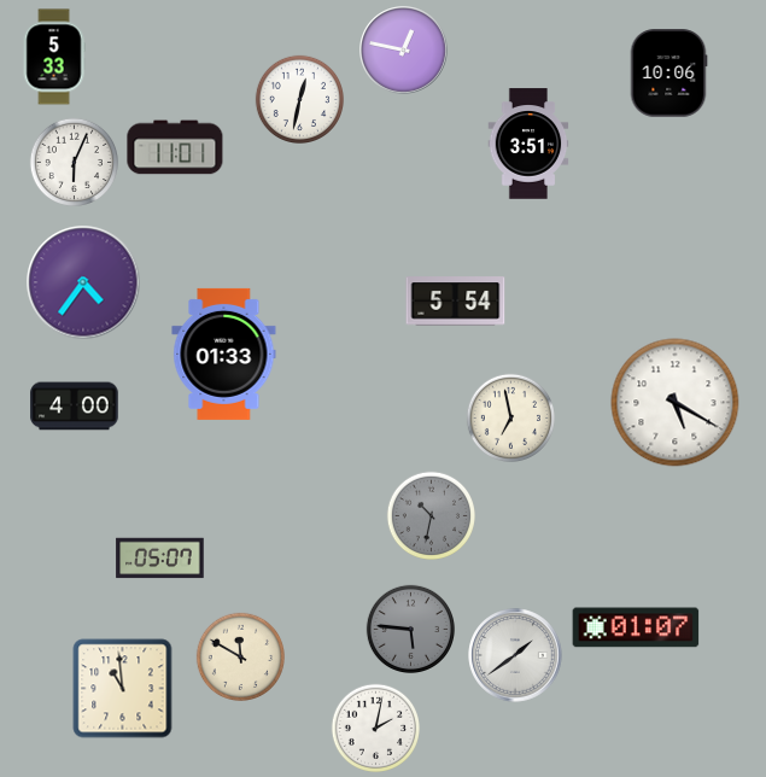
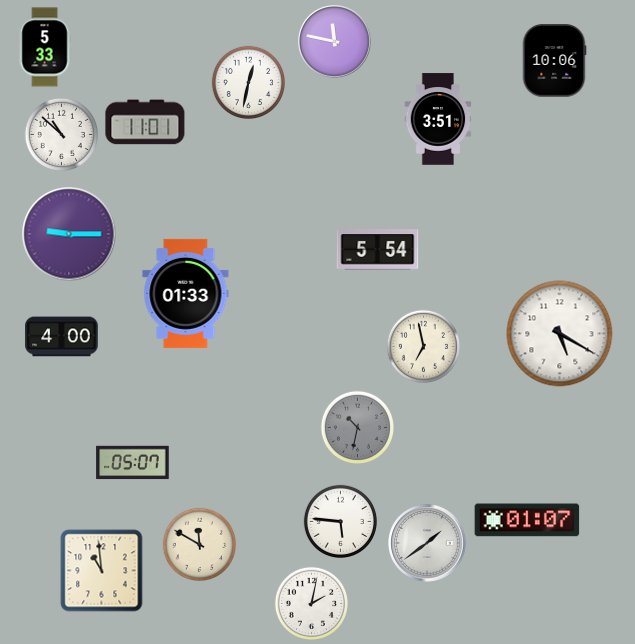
clock at (404, 51): 12:47 -> 11:47
clock at (74, 162): 6:04 -> 10:52
clock at (83, 282): 4:36 -> 9:15
clock at (410, 629) dial: grey -> white
